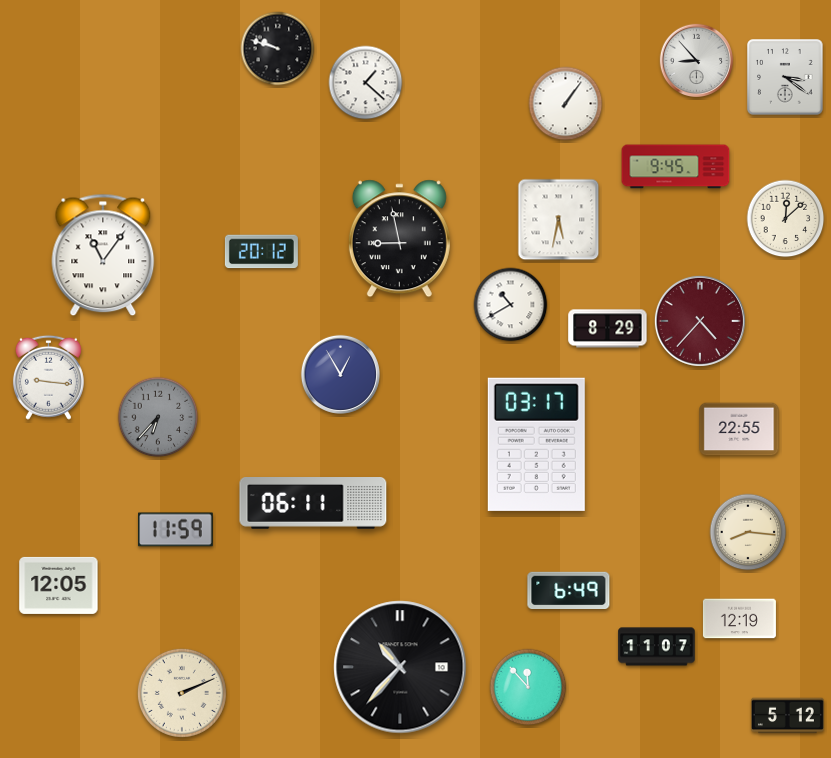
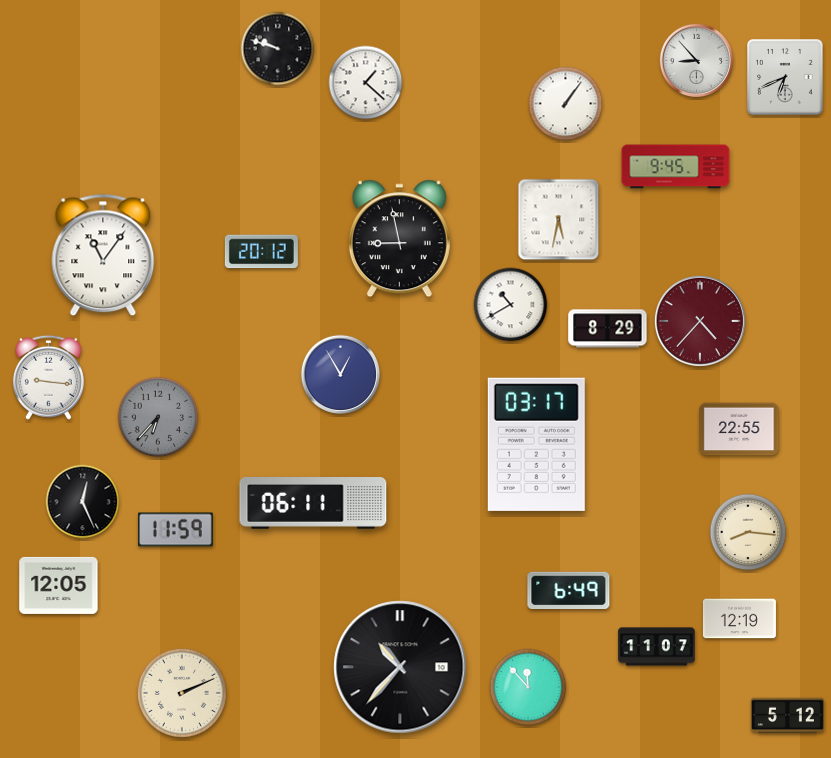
clock at (785, 77): 3:21 -> 6:41
clock at (786, 219): 12:08 -> none
clock at (83, 502): none -> 12:26
